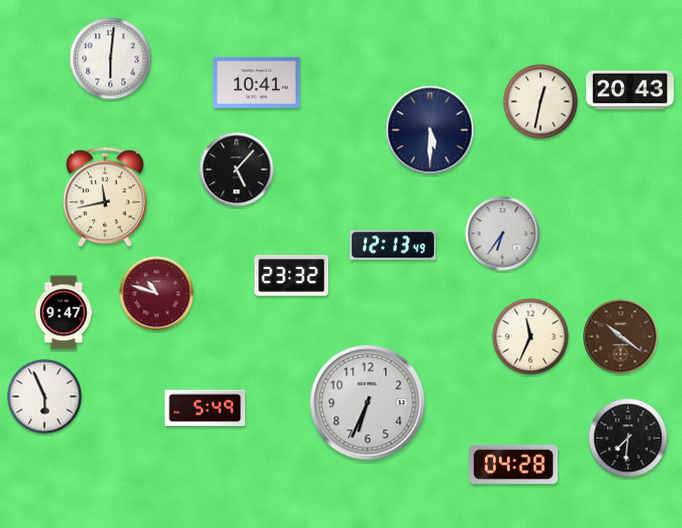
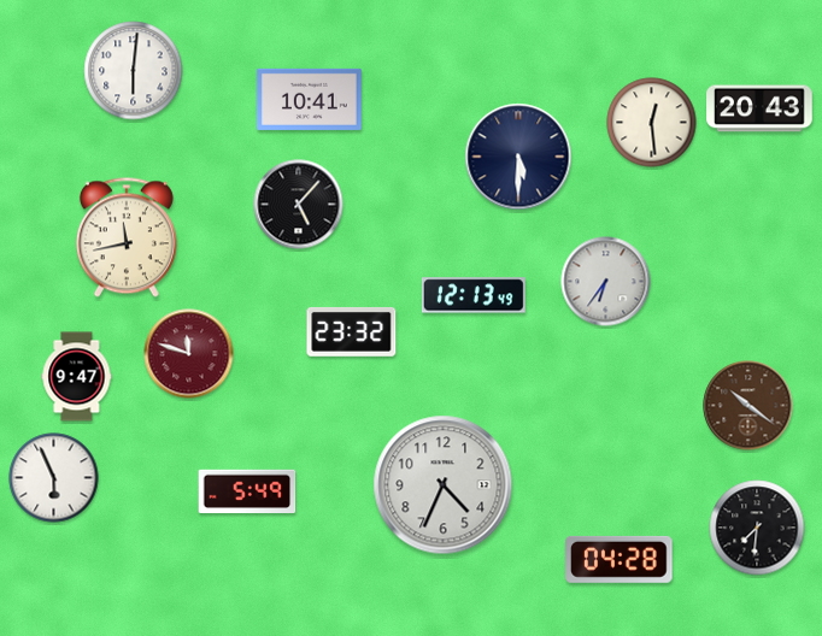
clock at (541, 102): 12:32 -> 12:29
clock at (237, 170) position: (237, 170) -> (299, 205)
clock at (157, 294): 10:48 -> 11:48
clock at (531, 337): 11:34 -> none
clock at (368, 403): 6:34 -> 4:34
